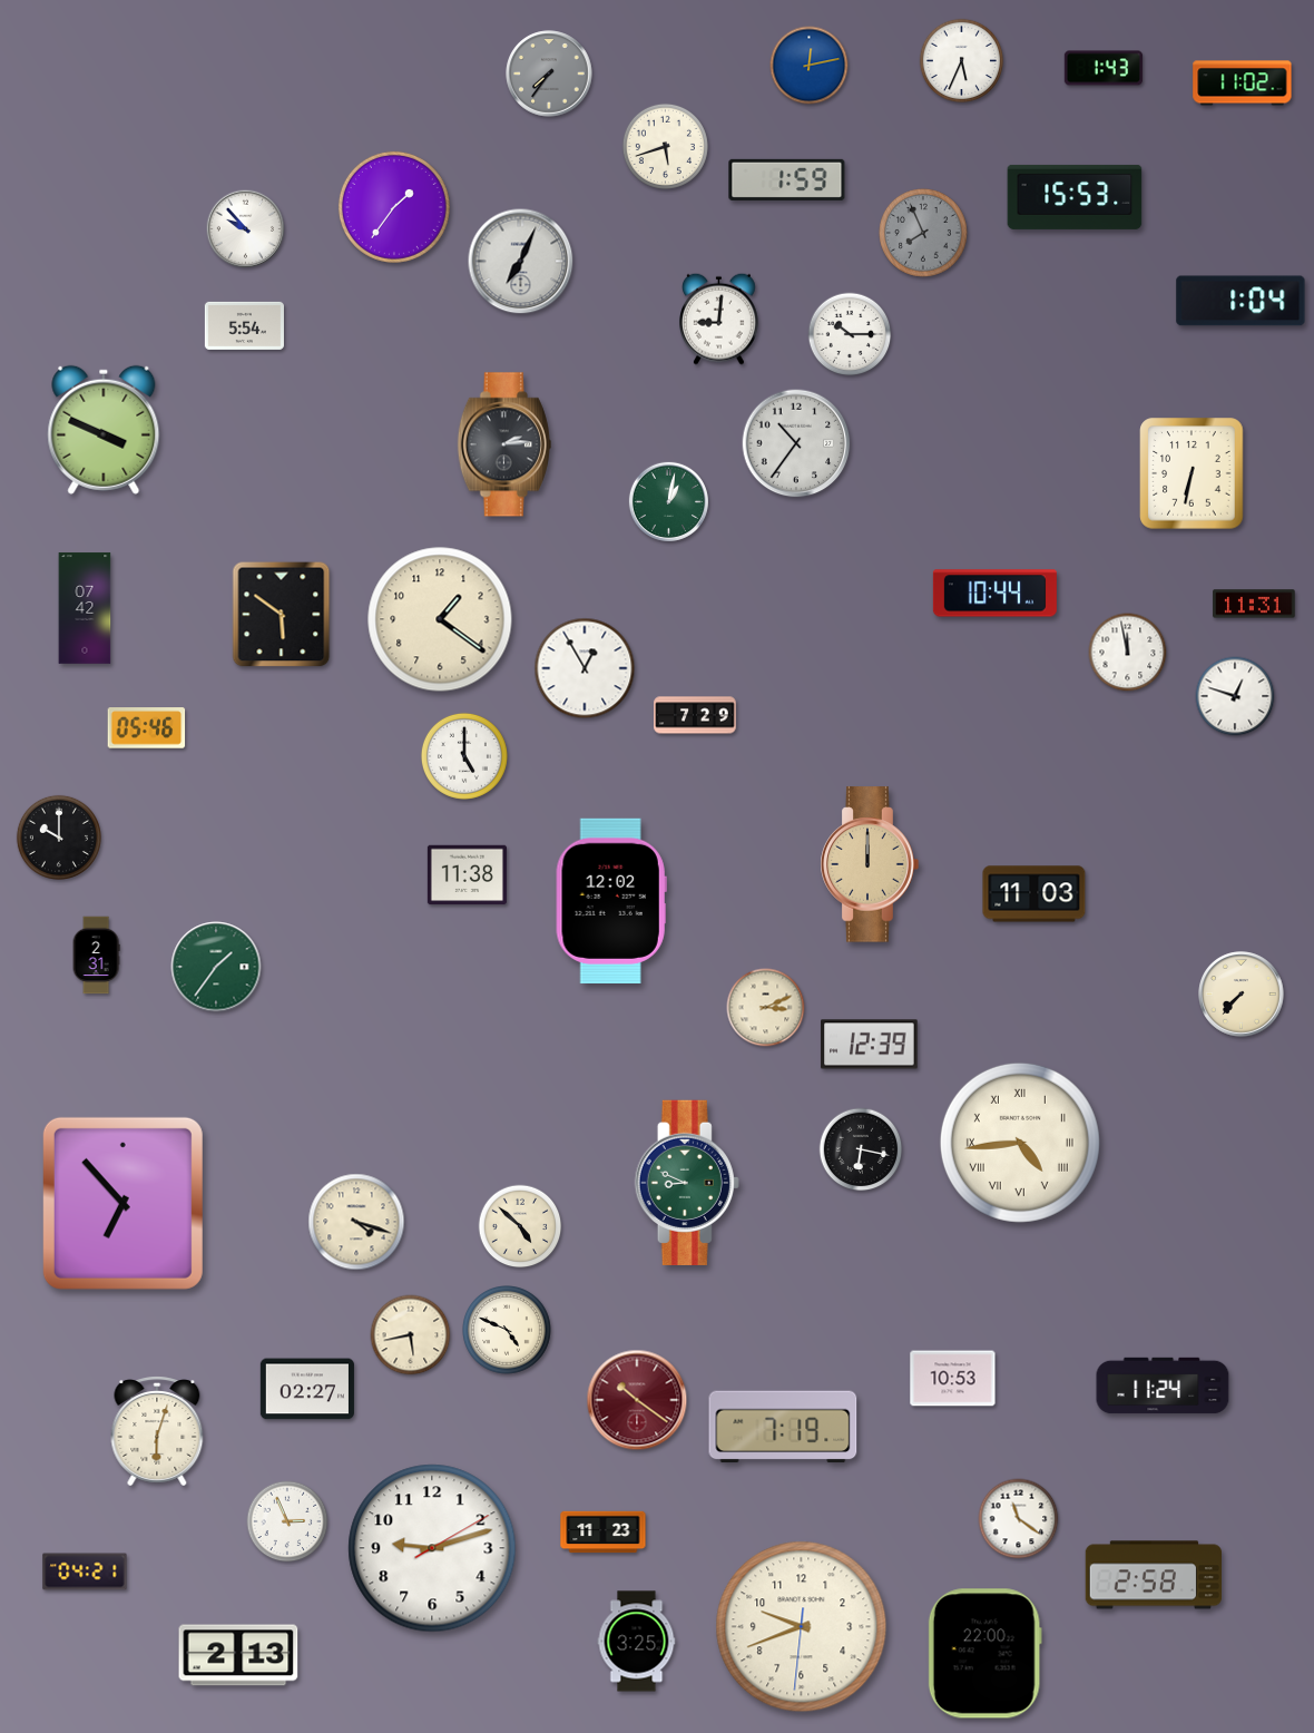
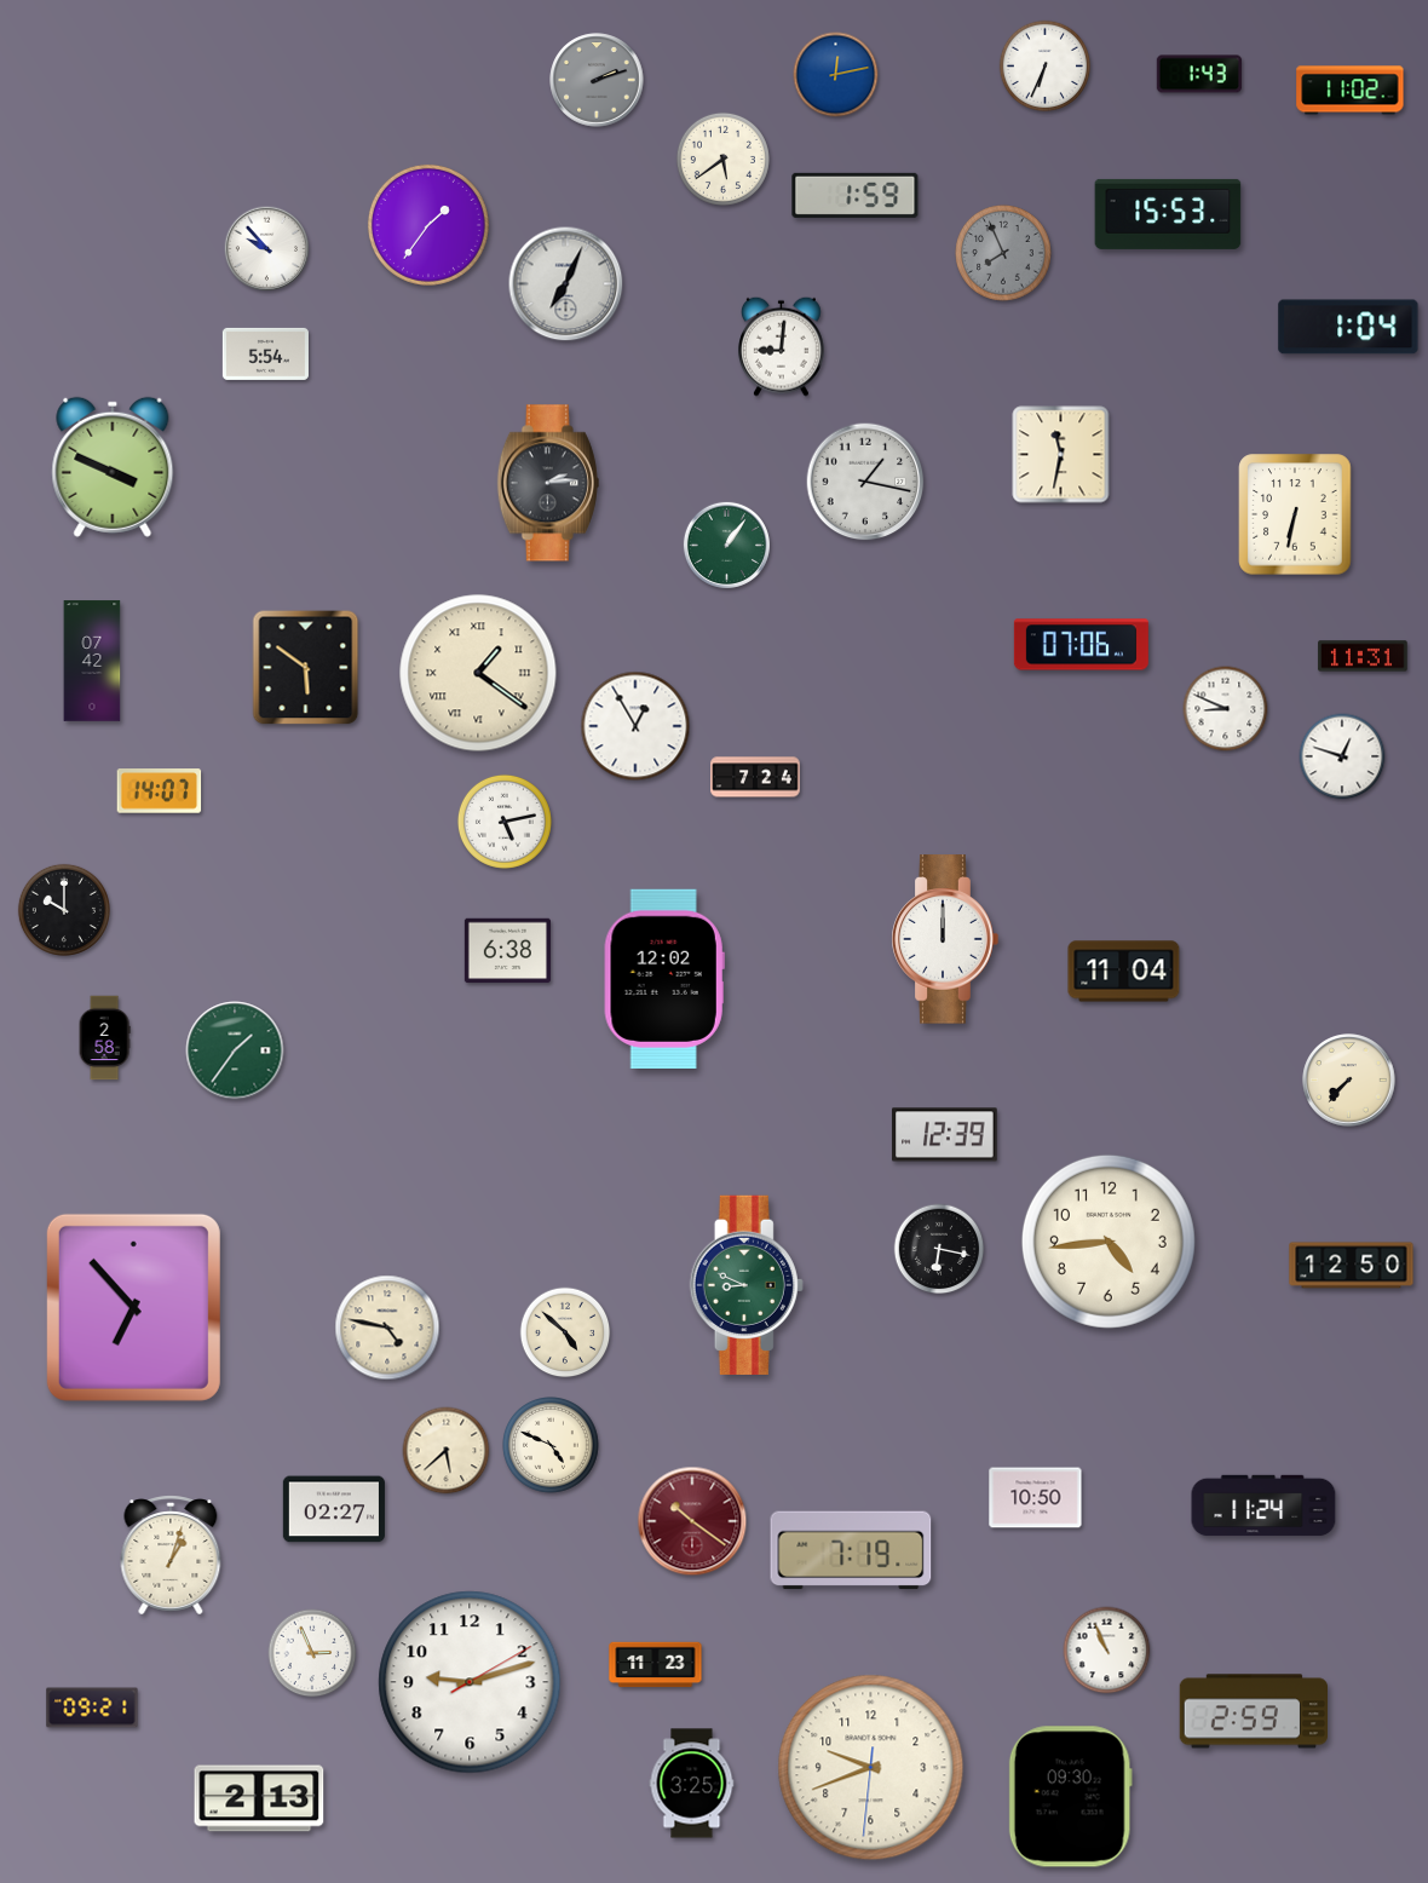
clock at (962, 61): 5:34 -> 6:34
clock at (810, 66) position: (810, 66) -> (836, 75)
clock at (549, 74): 7:36 -> 2:12
clock at (665, 146): 5:42 -> 5:39
clock at (850, 334): 10:15 -> none
clock at (1061, 455): none -> 11:32
clock at (796, 443): 10:36 -> 1:17
clock at (668, 501): 1:02 -> 1:06
clock at (994, 594): 10:44 -> 07:06
clock at (440, 619) numerals: Arabic -> Roman
clock at (1128, 653): 11:58 -> 8:49
clock at (695, 715): 7:29 -> 7:24
clock at (147, 728): 05:46 -> 14:07
clock at (464, 756): 5:00 -> 5:13
clock at (870, 864) dial: champagne -> white
clock at (467, 875): 11:38 -> 6:38
clock at (1034, 894): 11:03 -> 11:04
clock at (96, 956): 2:31 -> 2:58
clock at (766, 1008): 3:11 -> none
clock at (1020, 1143) numerals: Roman -> Arabic
clock at (861, 1149) position: (861, 1149) -> (939, 1249)
clock at (1352, 1266): none -> 12:50
clock at (356, 1222): 4:18 -> 4:47
clock at (411, 1335): 5:43 -> 5:38
clock at (953, 1379): 10:53 -> 10:50
clock at (157, 1431): 6:03 -> 1:03
clock at (1019, 1519): 11:21 -> 10:56
clock at (85, 1572): 04:21 -> 09:21
clock at (1153, 1575): 2:58 -> 2:59
clock at (984, 1654): 22:00 -> 09:30
